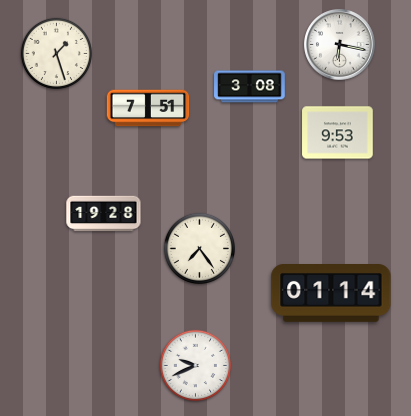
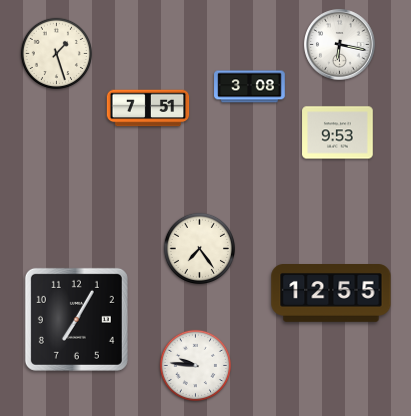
clock at (104, 214): 19:28 -> none
clock at (331, 294): 01:14 -> 12:55
clock at (76, 319): none -> 7:05
clock at (195, 365): 9:41 -> 9:46
